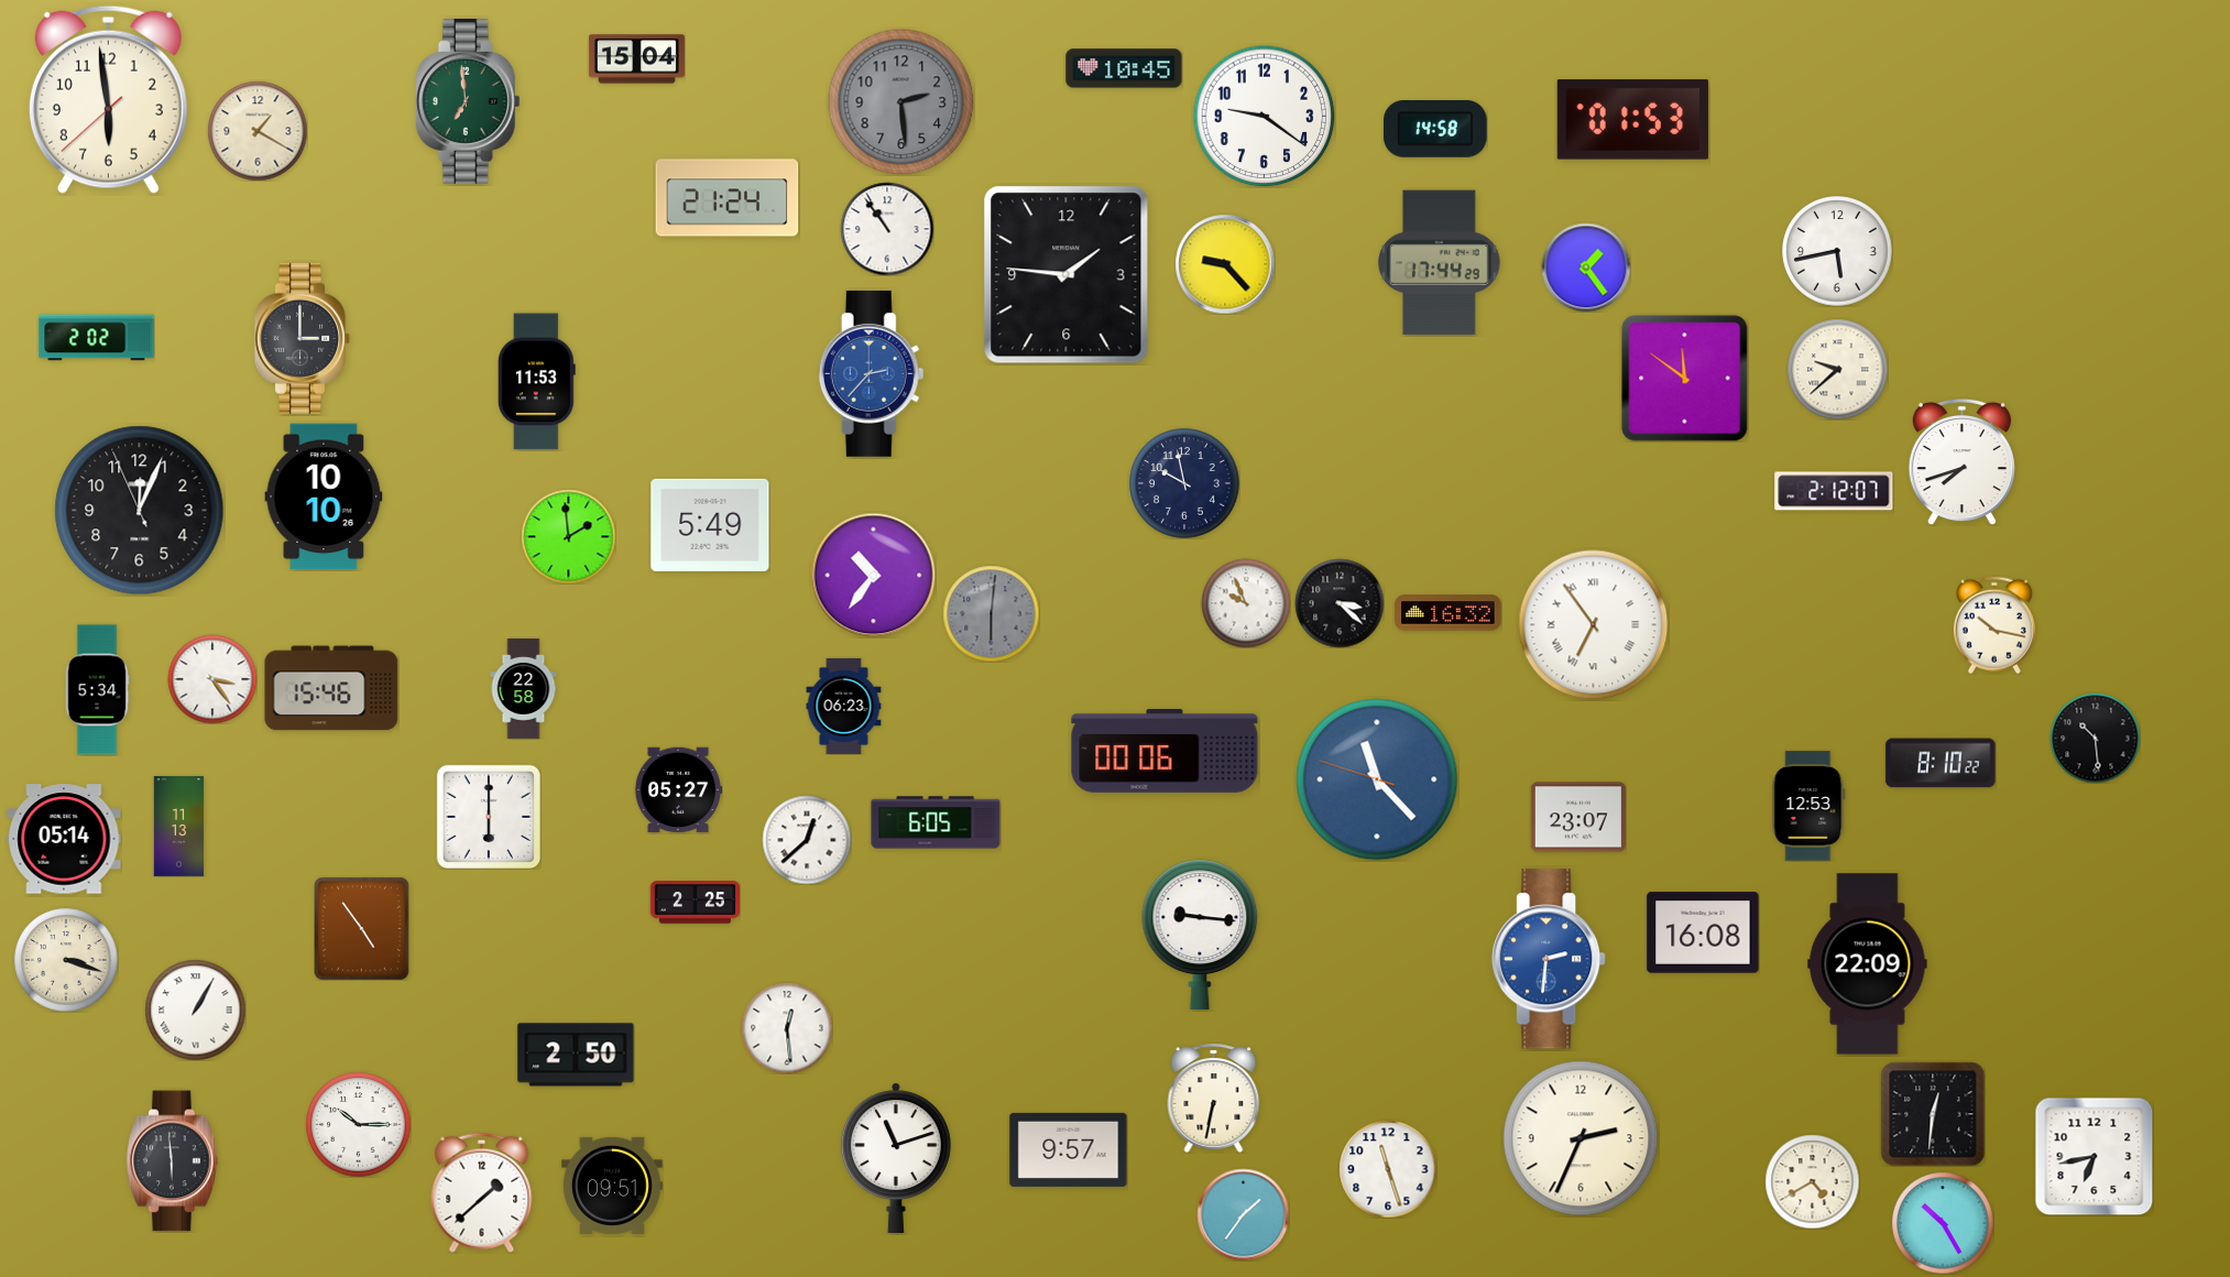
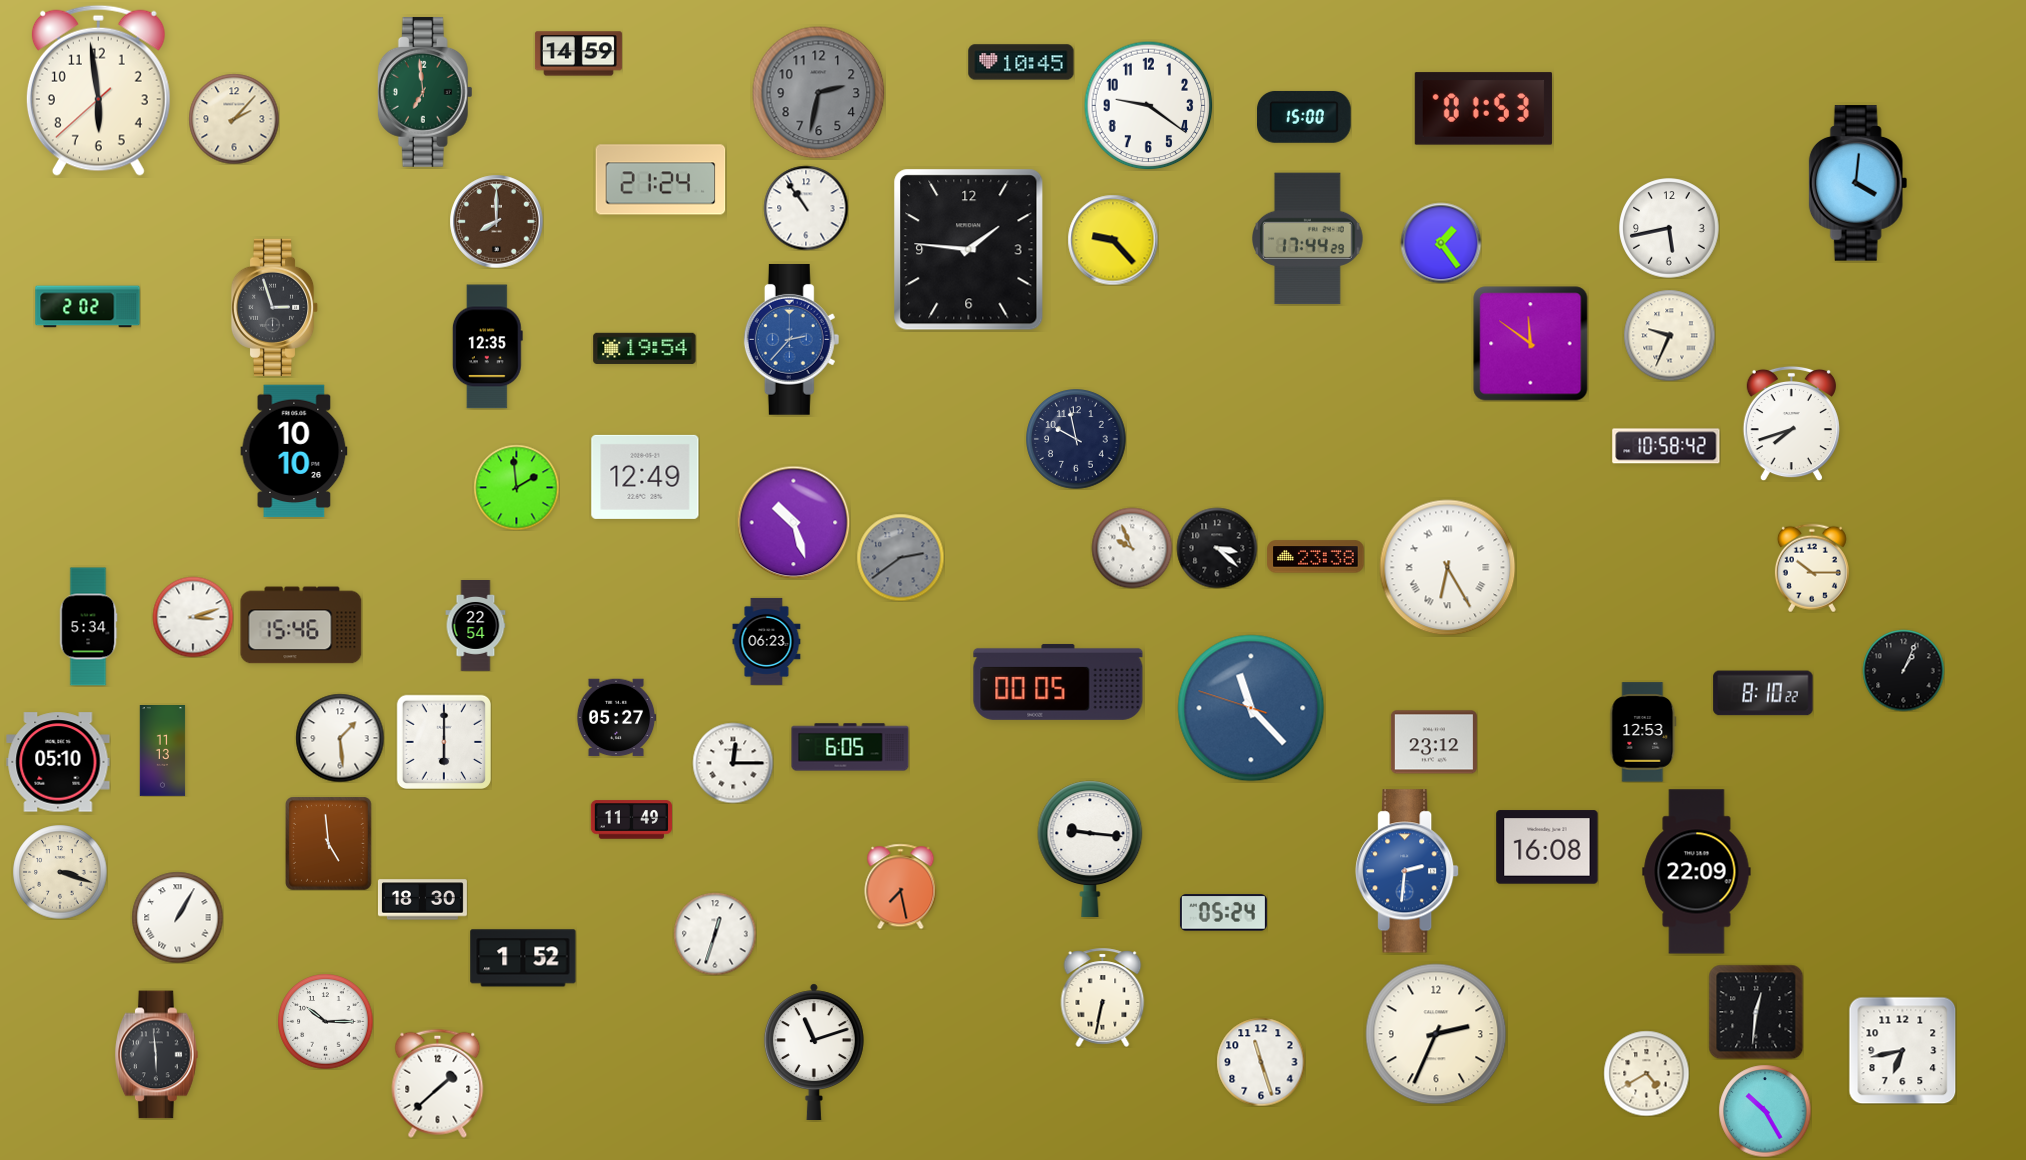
clock at (636, 59): 15:04 -> 14:59
clock at (901, 102): 2:29 -> 2:32
clock at (1436, 129): 14:58 -> 15:00
clock at (258, 131): 1:20 -> 2:07
clock at (1858, 183): none -> 4:01
clock at (496, 221): none -> 8:00
clock at (303, 338): 3:00 -> 2:57
clock at (1837, 369): 9:38 -> 9:34
clock at (536, 382): 11:53 -> 12:35
clock at (645, 348): none -> 19:54
clock at (1961, 461) position: (1961, 461) -> (1791, 423)
clock at (1834, 491): 2:12 -> 10:58
clock at (140, 511): 12:03 -> none
clock at (710, 525): 5:49 -> 12:49
clock at (873, 575): 10:36 -> 10:27
clock at (991, 613): 6:01 -> 2:39
clock at (1449, 613): 16:32 -> 23:38
clock at (1594, 625): 6:54 -> 6:25
clock at (1994, 625): 10:17 -> 10:15
clock at (212, 679): 3:24 -> 3:12
clock at (524, 689): 22:58 -> 22:54
clock at (2095, 738): 10:29 -> 1:04
clock at (1165, 751): 00:06 -> 00:05
clock at (340, 738): none -> 1:29
clock at (1578, 817): 23:07 -> 23:12
clock at (64, 839): 05:14 -> 05:10
clock at (807, 840): 12:38 -> 12:15
clock at (695, 903): 2:25 -> 11:49
clock at (362, 929): 4:54 -> 4:59
clock at (1868, 964) position: (1868, 964) -> (1697, 872)
clock at (901, 886): none -> 7:28
clock at (422, 900): none -> 18:30
clock at (1223, 913): none -> 05:24
clock at (787, 1028): 12:29 -> 12:33
clock at (576, 1055): 2:50 -> 1:52
clock at (1069, 1149): 9:57 -> none
clock at (613, 1186): 09:51 -> none
clock at (1243, 1214): 1:36 -> none
